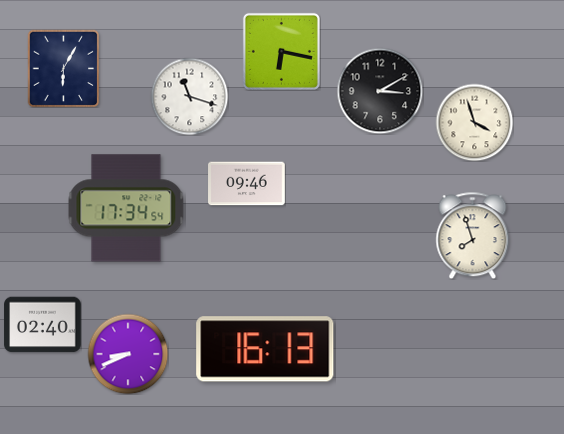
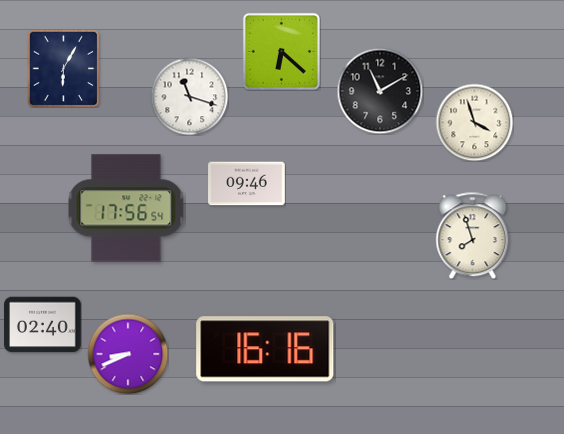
clock at (281, 51): 6:17 -> 6:22
clock at (380, 91): 3:10 -> 11:10
clock at (126, 208): 17:34 -> 17:56
clock at (265, 349): 16:13 -> 16:16
